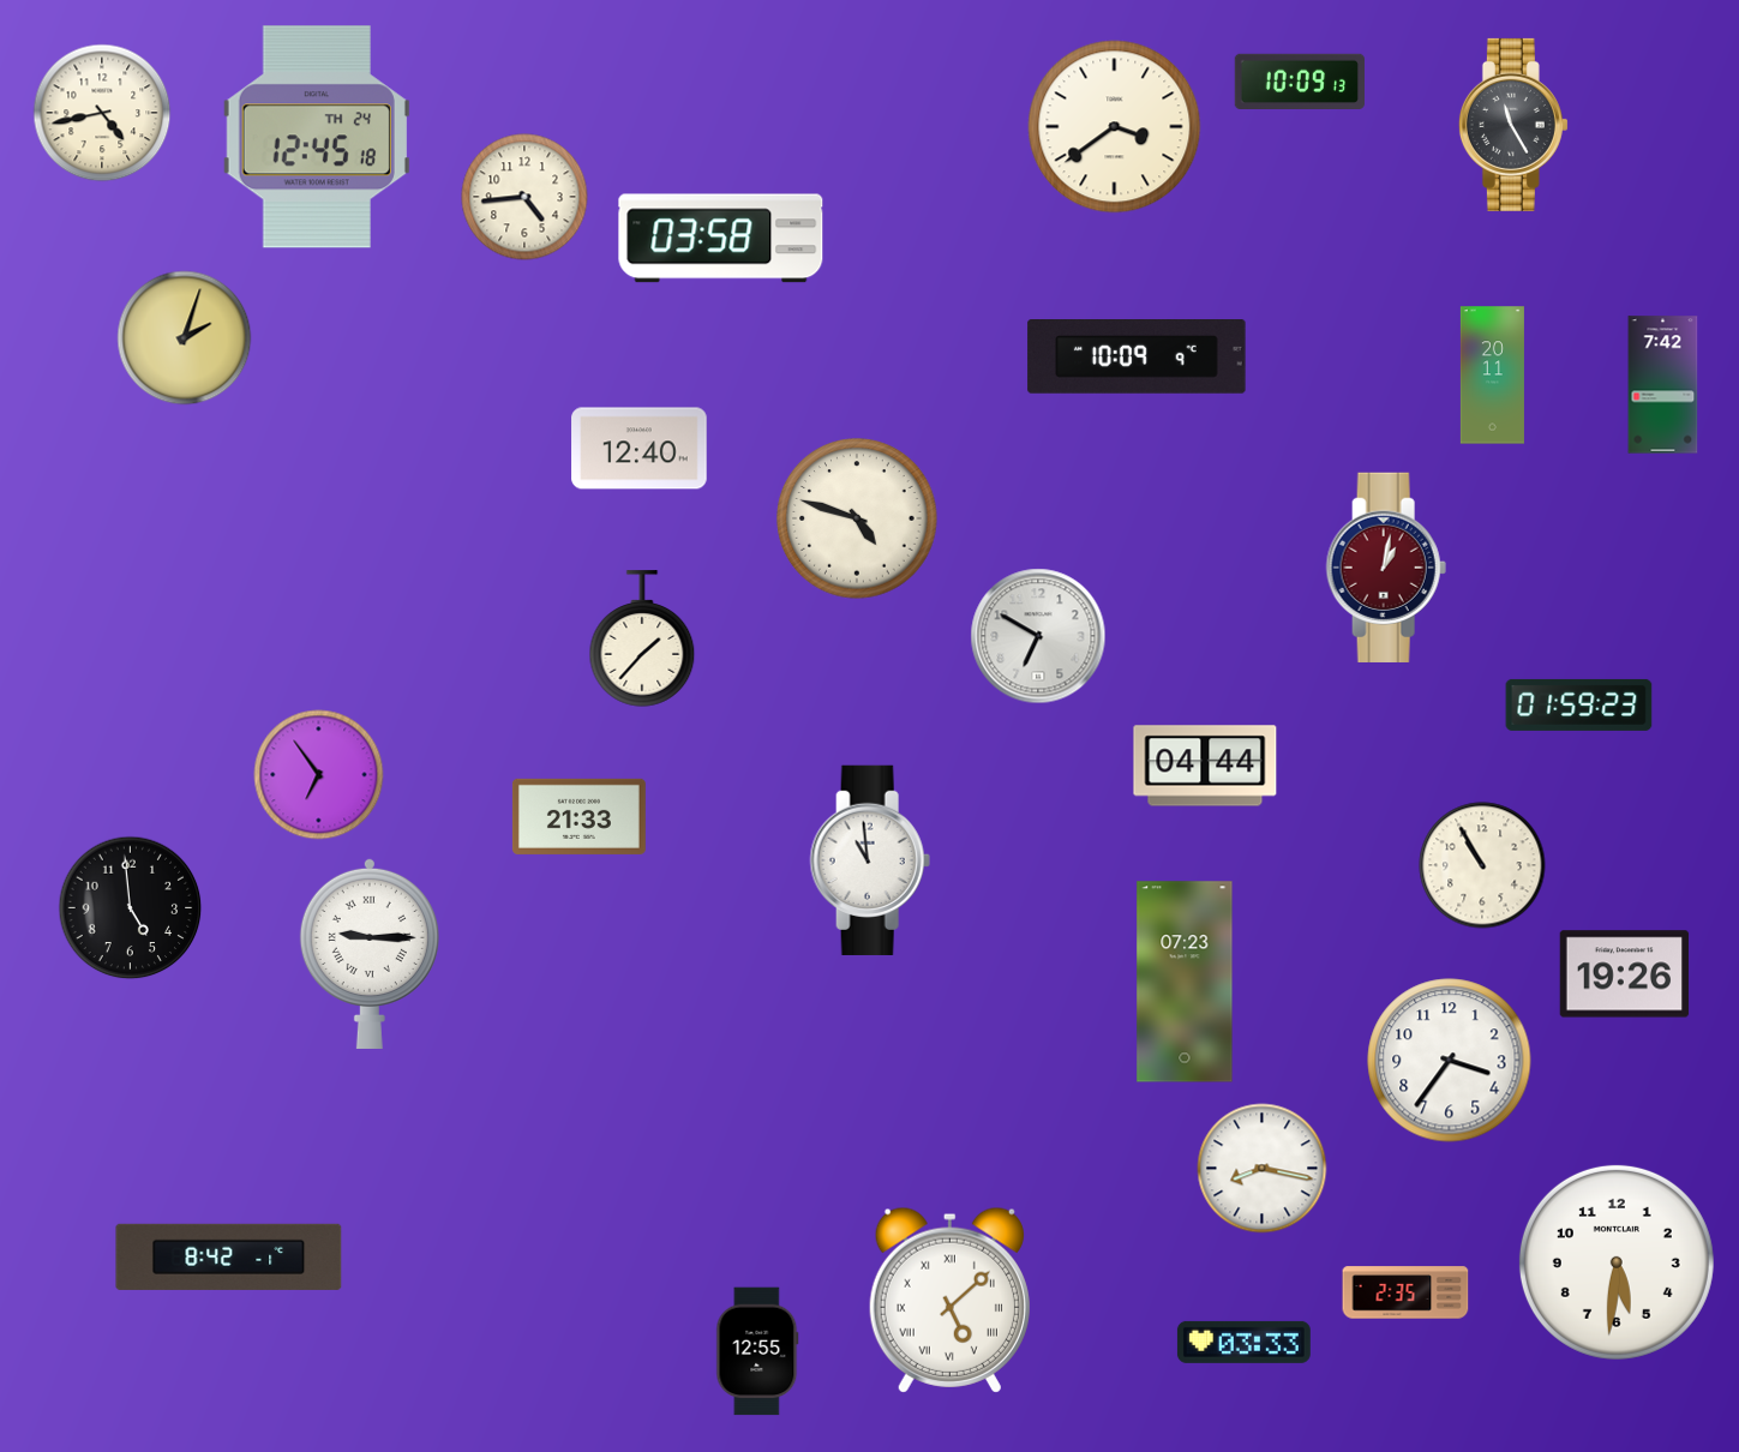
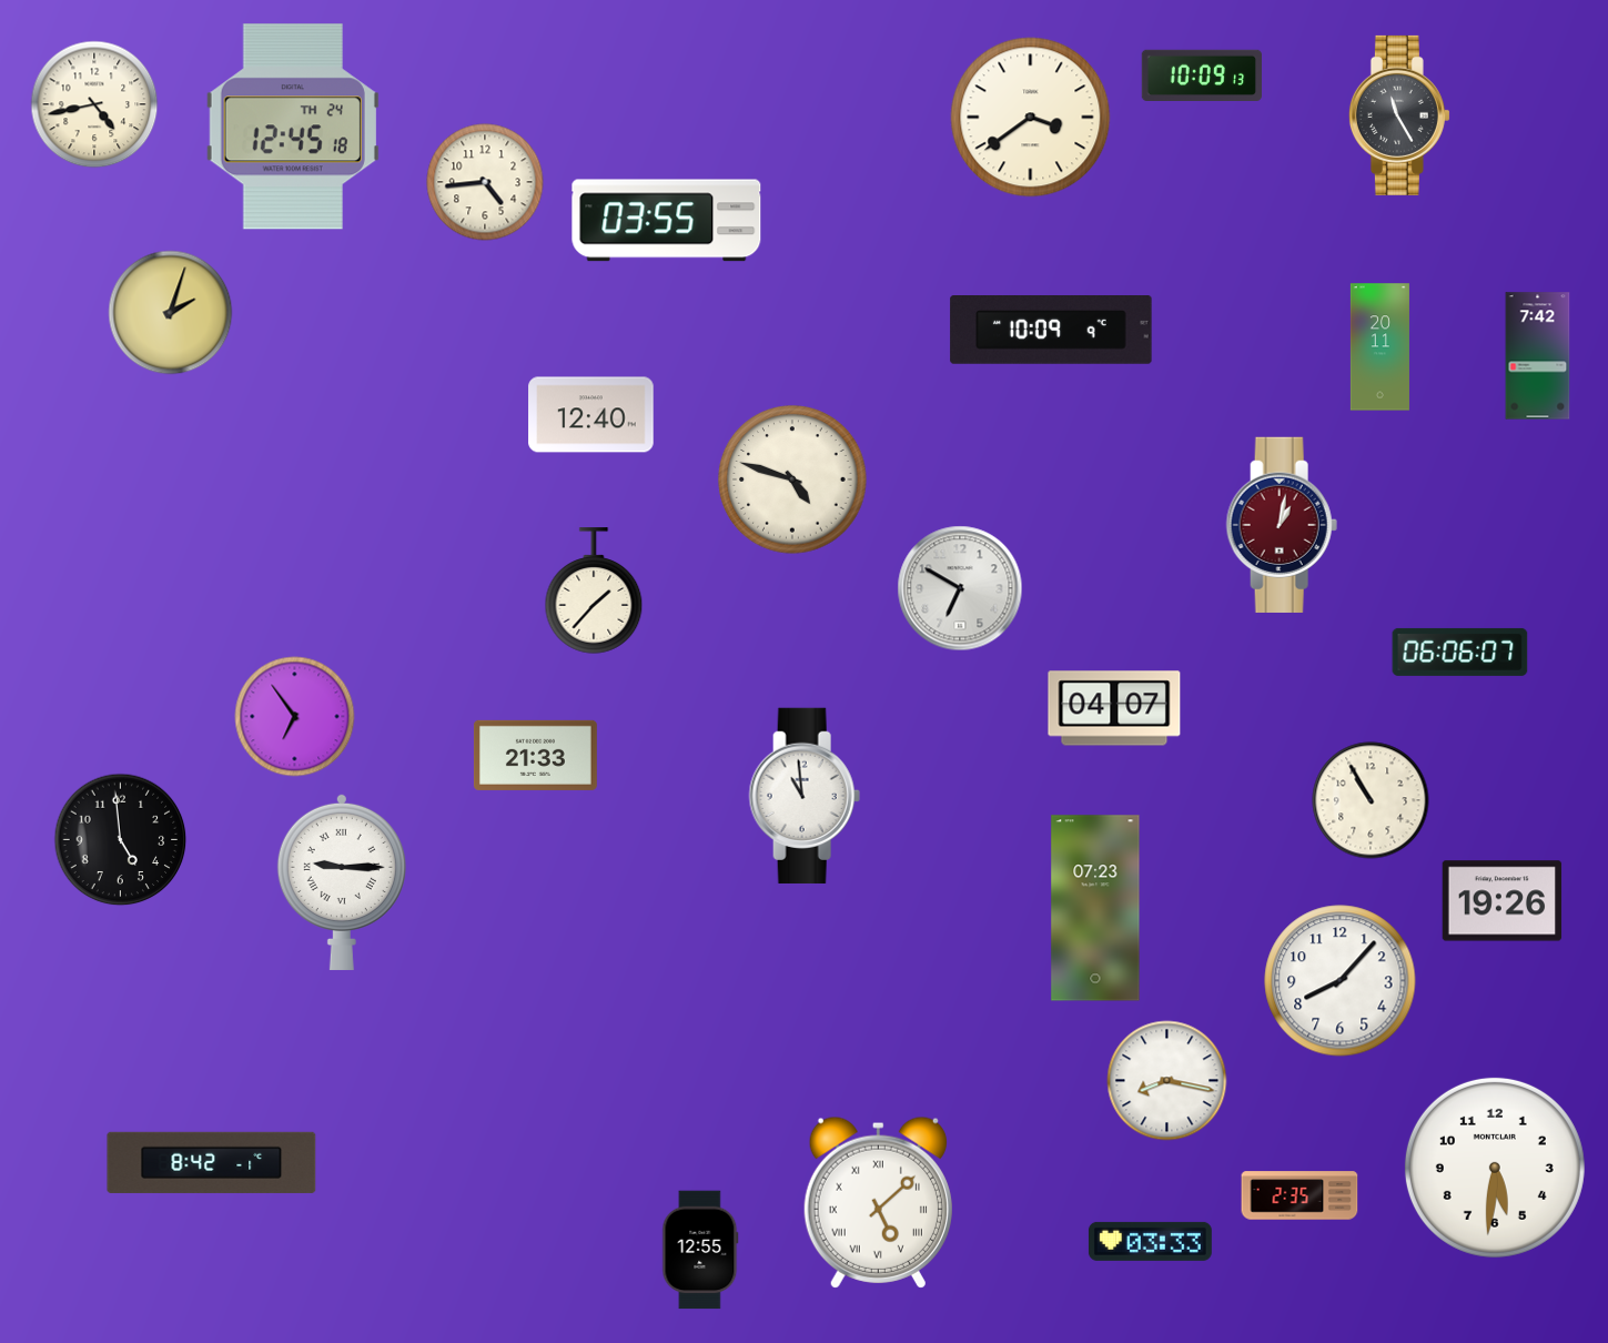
clock at (721, 239): 03:58 -> 03:55
clock at (1579, 704): 01:59 -> 06:06
clock at (1205, 766): 04:44 -> 04:07
clock at (1450, 1061): 3:36 -> 8:07
